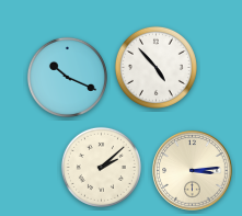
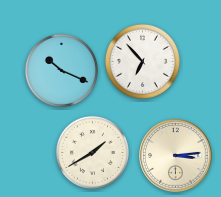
clock at (155, 67): 4:53 -> 6:53
clock at (101, 167): 2:08 -> 1:40
